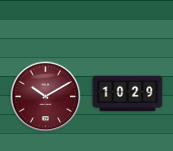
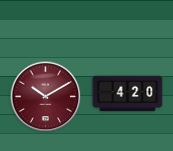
clock at (128, 94): 10:29 -> 4:20
